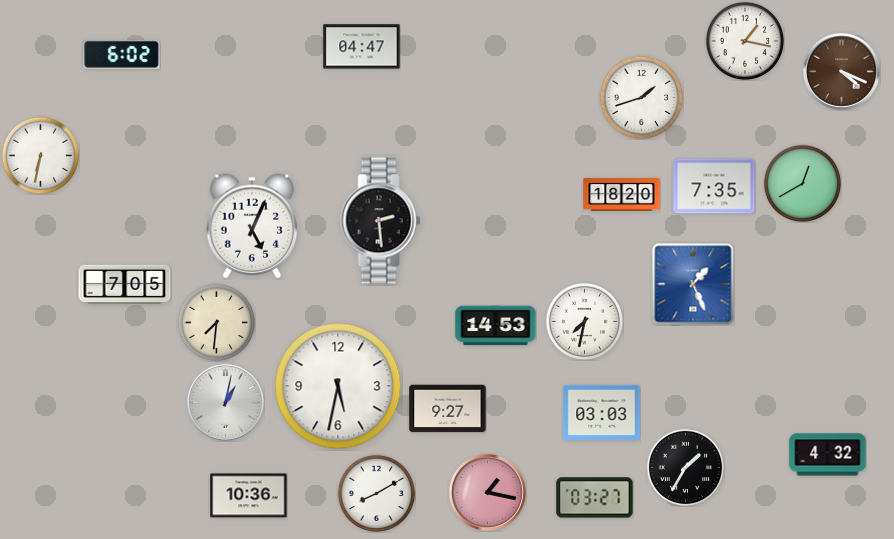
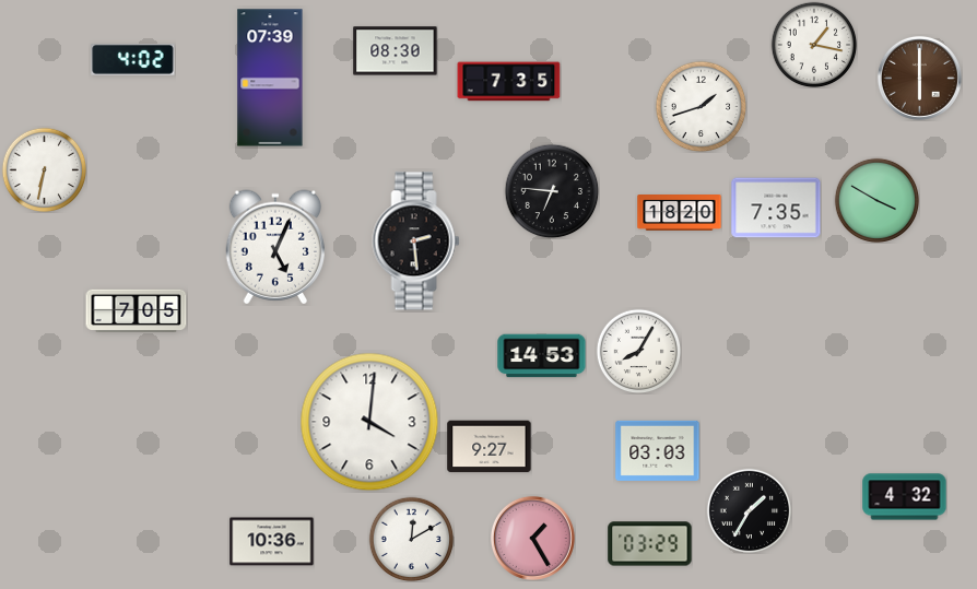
clock at (362, 47): 04:47 -> 08:30
clock at (122, 54): 6:02 -> 4:02
clock at (270, 78): none -> 07:39
clock at (841, 71): 4:19 -> 6:00
clock at (509, 82): none -> 7:35
clock at (552, 191): none -> 6:46
clock at (802, 183): 12:40 -> 3:50
clock at (714, 186) position: (714, 186) -> (776, 208)
clock at (693, 284): 1:26 -> none
clock at (584, 321): 7:32 -> 8:05
clock at (216, 322): 7:31 -> none
clock at (338, 386): 5:32 -> 4:01
clock at (225, 402): 1:02 -> none
clock at (487, 492): 1:17 -> 1:25
clock at (376, 493): 8:10 -> 12:10
clock at (595, 498): 03:27 -> 03:29
